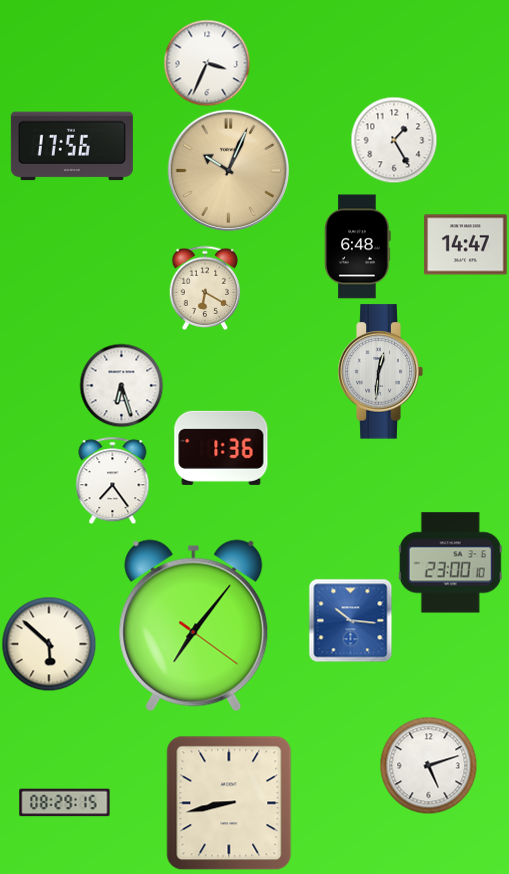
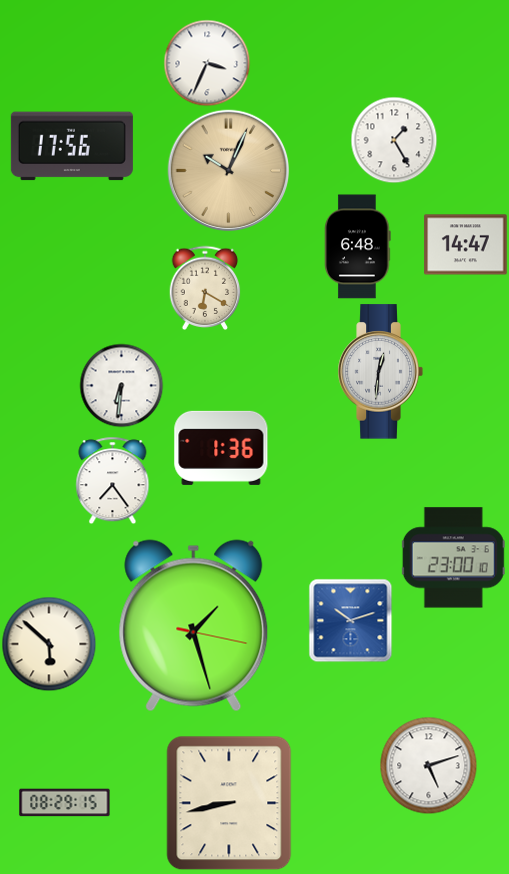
clock at (121, 385): 6:27 -> 6:31
clock at (450, 563) position: (450, 563) -> (453, 558)
clock at (350, 620): 10:16 -> 10:12
clock at (194, 626): 7:06 -> 1:27
